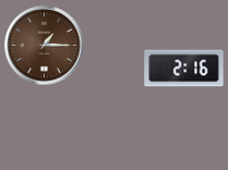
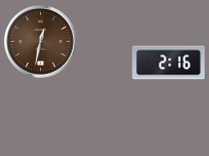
clock at (45, 46): 1:15 -> 12:32
